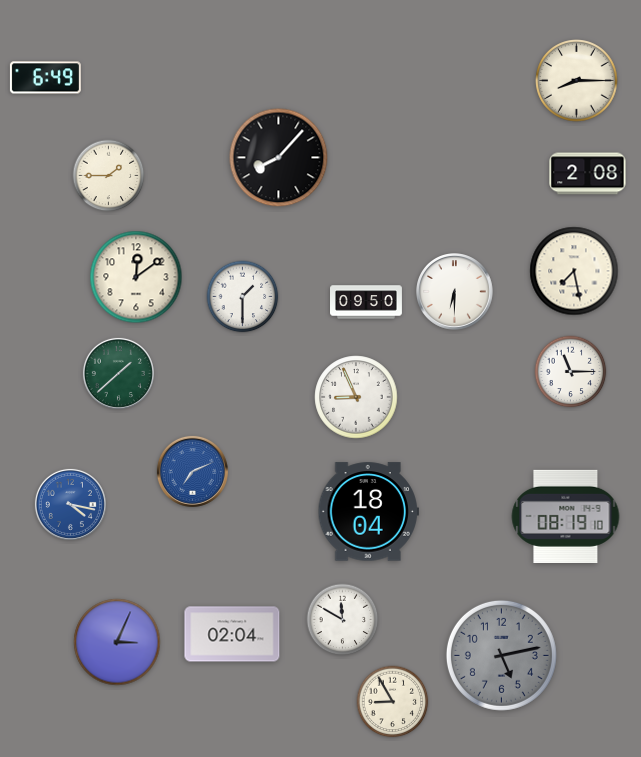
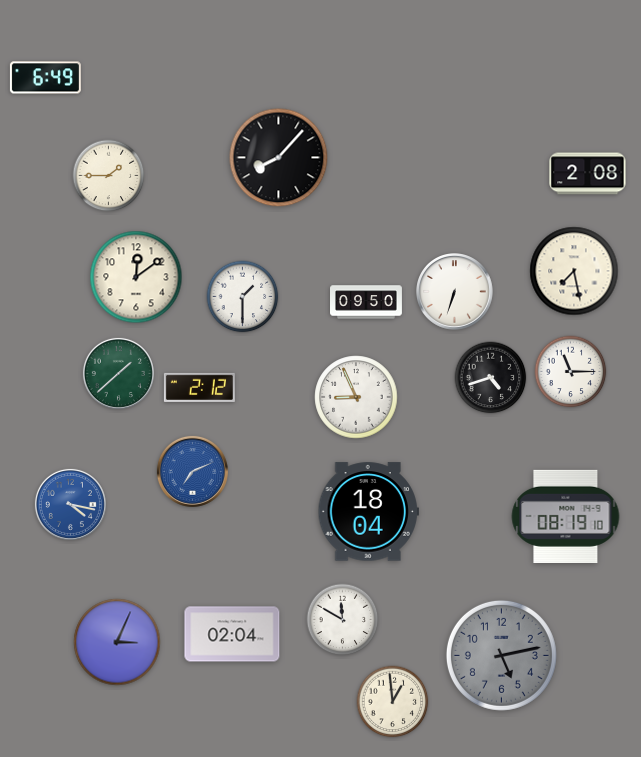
clock at (577, 81): 8:15 -> none
clock at (455, 292): 6:30 -> 6:33
clock at (491, 378): none -> 4:42
clock at (199, 387): none -> 2:12
clock at (393, 702): 8:55 -> 12:59
